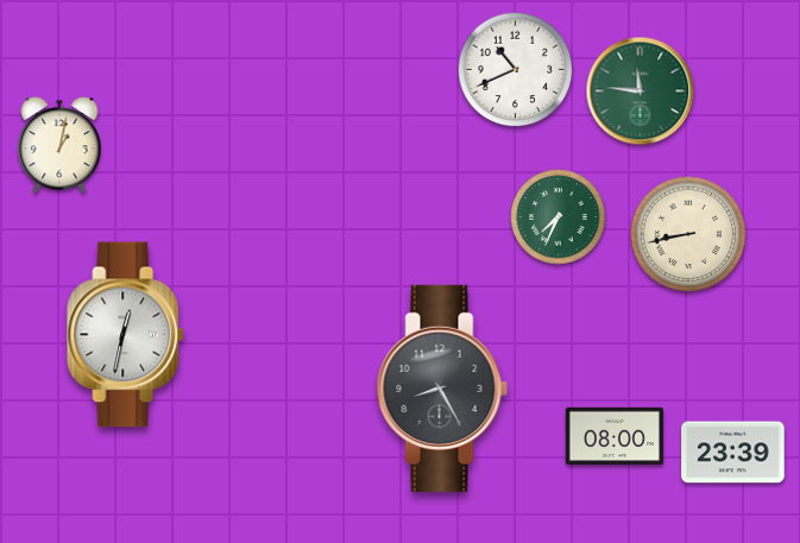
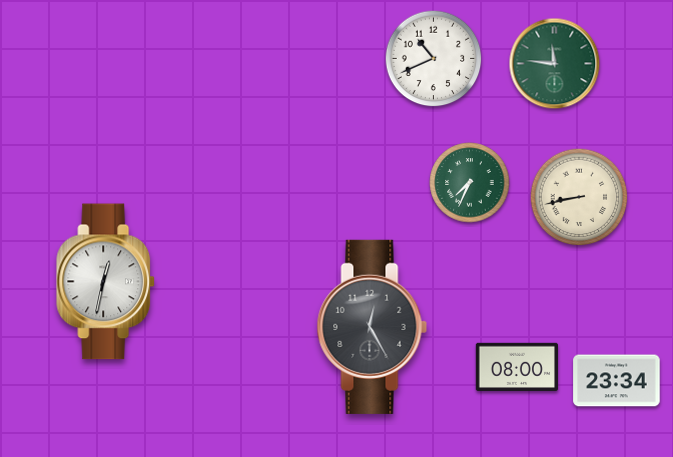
clock at (641, 91) position: (641, 91) -> (555, 64)
clock at (59, 145): 1:02 -> none
clock at (442, 389): 8:25 -> 12:25
clock at (733, 453): 23:39 -> 23:34
